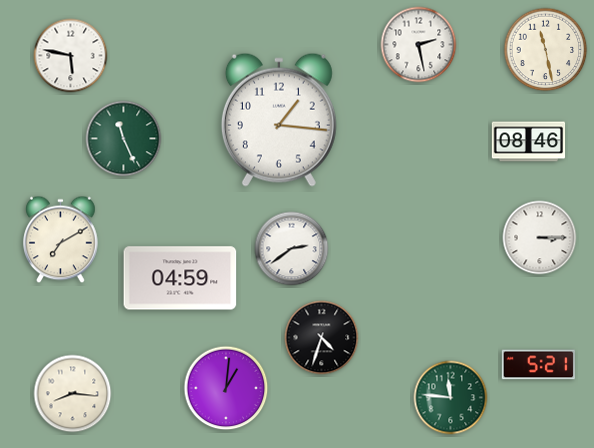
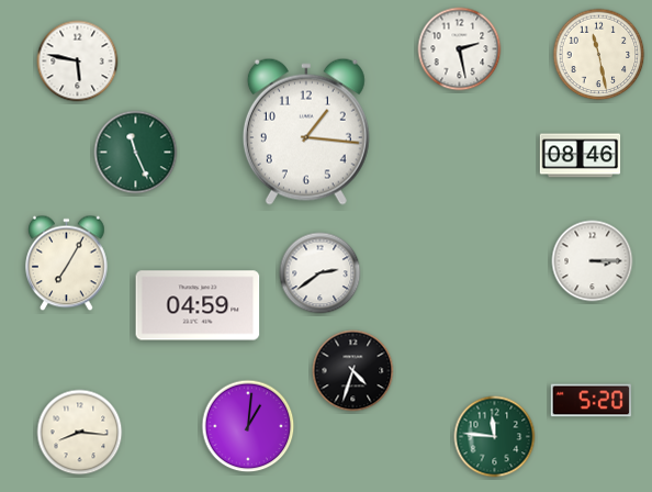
clock at (61, 240): 7:10 -> 7:05
clock at (538, 365): 5:21 -> 5:20
